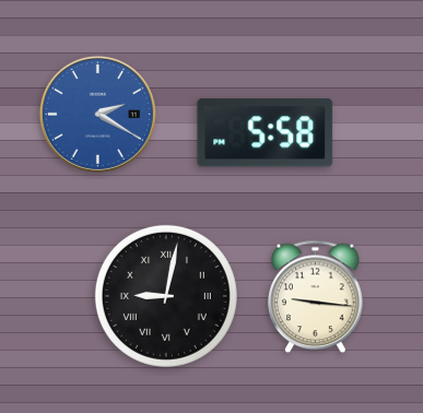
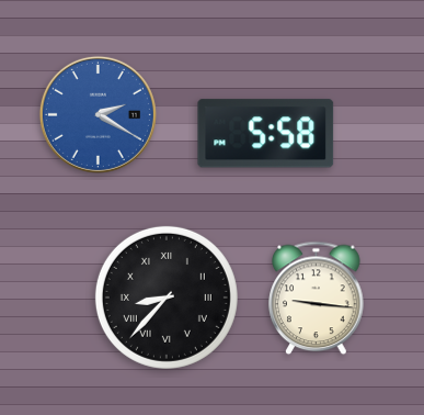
clock at (166, 296): 9:02 -> 8:37
